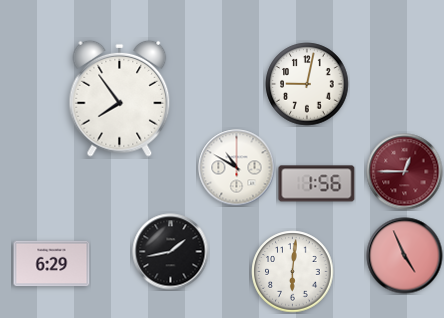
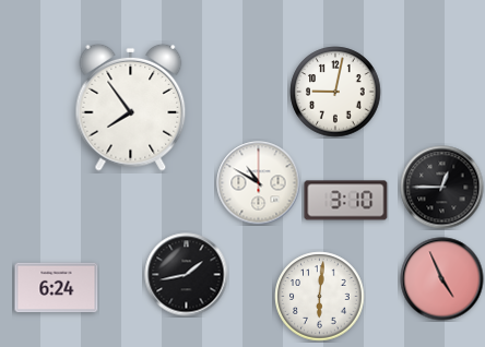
clock at (405, 172) dial: burgundy -> black
clock at (317, 184): 1:56 -> 3:10
clock at (52, 264): 6:29 -> 6:24
